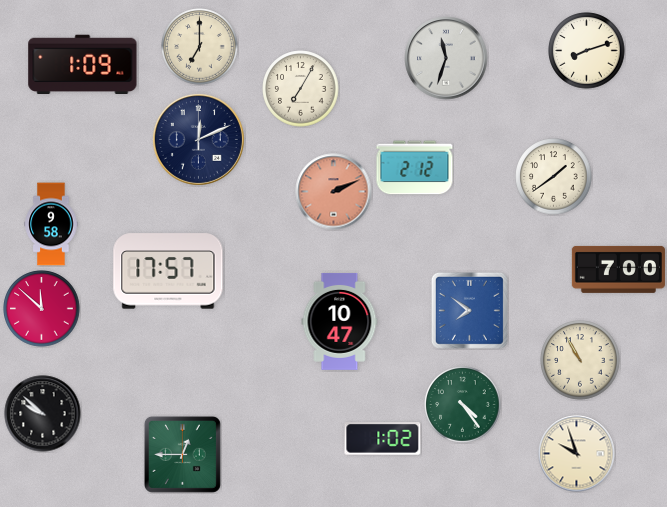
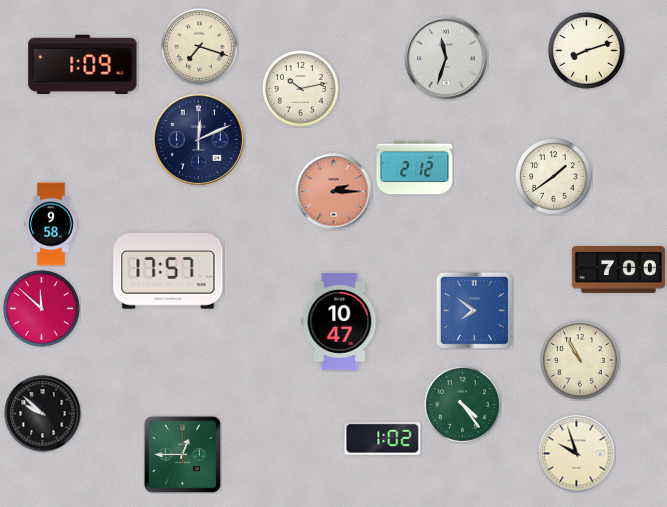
clock at (200, 47): 7:00 -> 7:18
clock at (301, 89): 7:05 -> 10:13
clock at (334, 192): 2:11 -> 2:15
clock at (469, 310) position: (469, 310) -> (474, 310)
